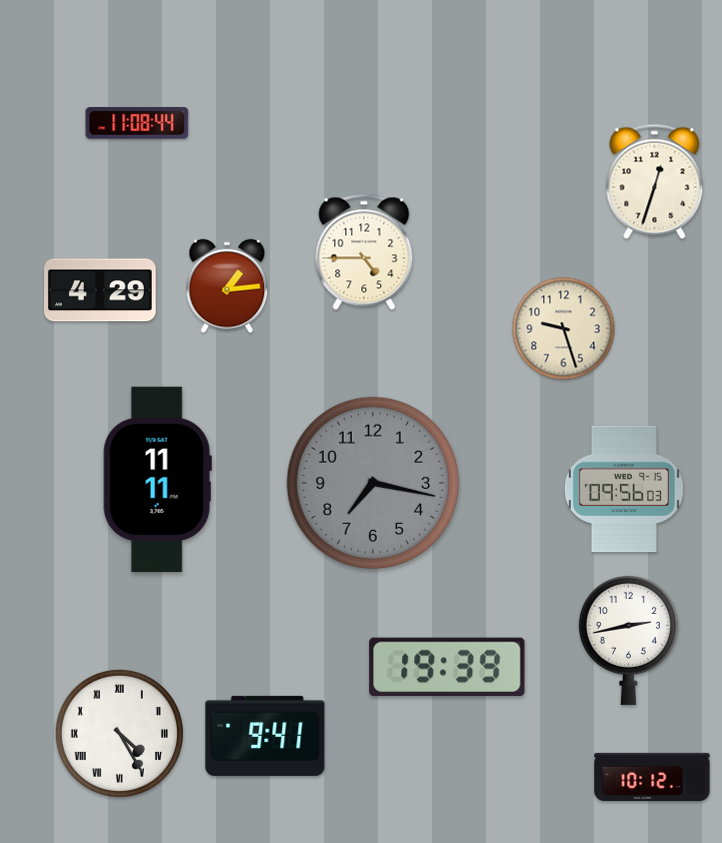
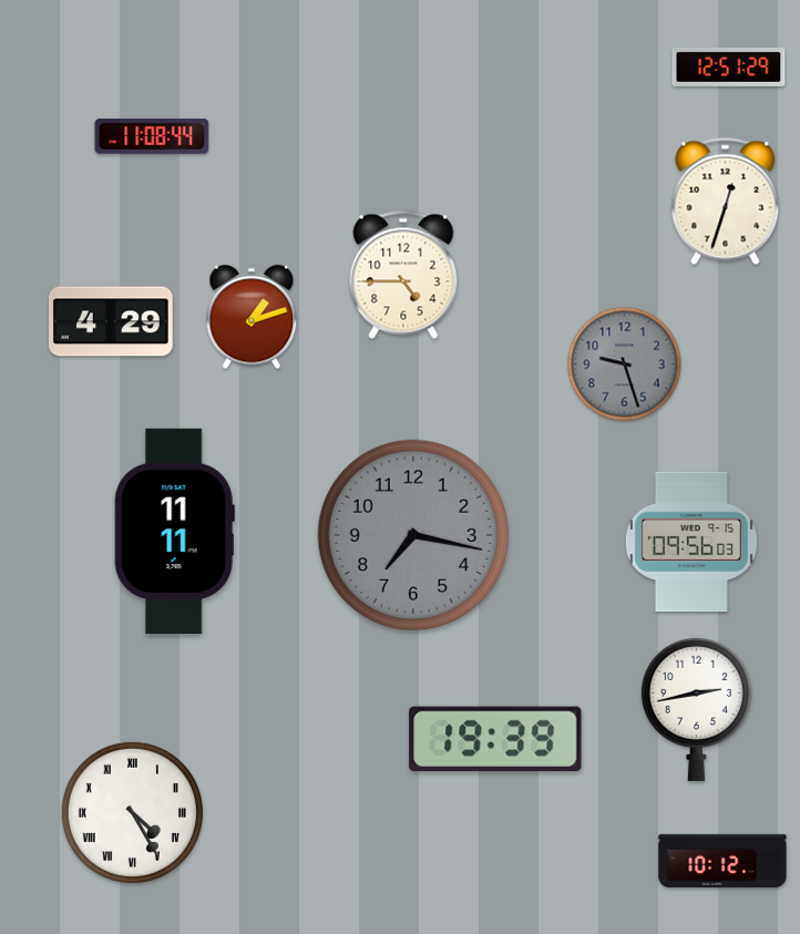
clock at (729, 66): none -> 12:51
clock at (364, 252) position: (364, 252) -> (403, 275)
clock at (227, 286): 1:14 -> 1:12
clock at (564, 329) dial: cream -> grey
clock at (265, 736): 9:41 -> none
